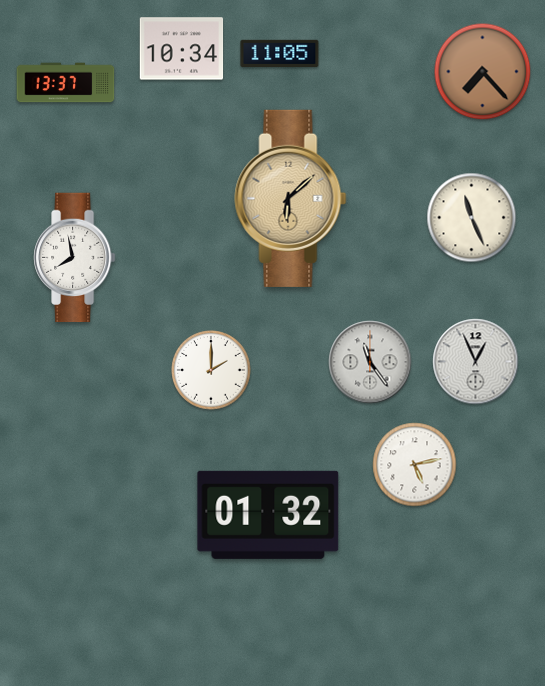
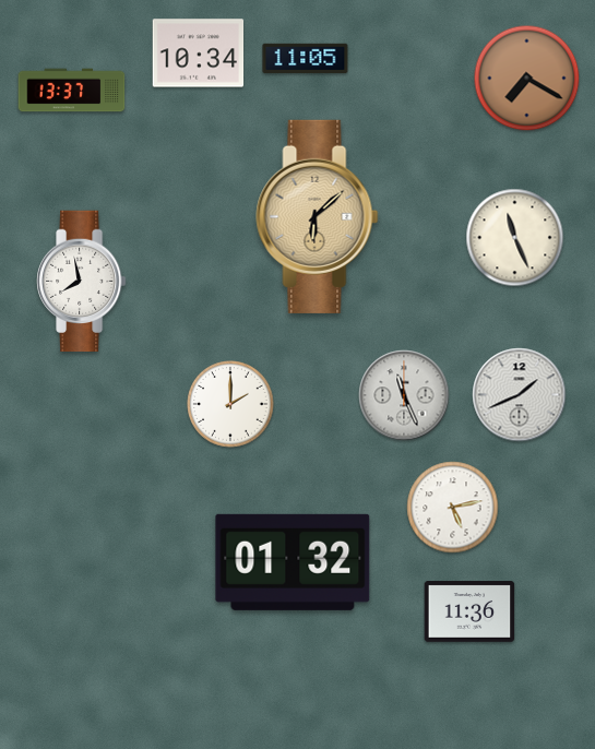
clock at (483, 72): 7:23 -> 7:20
clock at (370, 362): 11:24 -> 11:26
clock at (476, 362): 12:56 -> 1:41
clock at (469, 611): none -> 11:36
